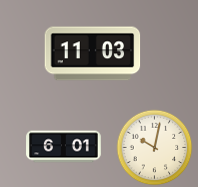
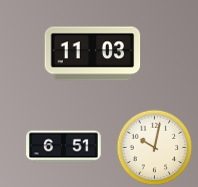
clock at (64, 147): 6:01 -> 6:51
